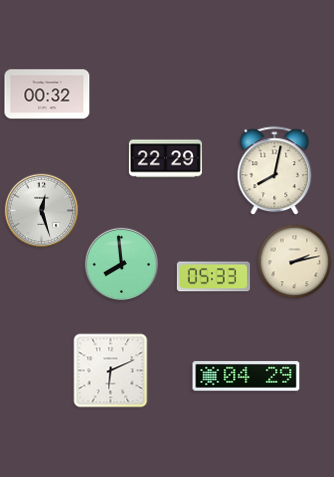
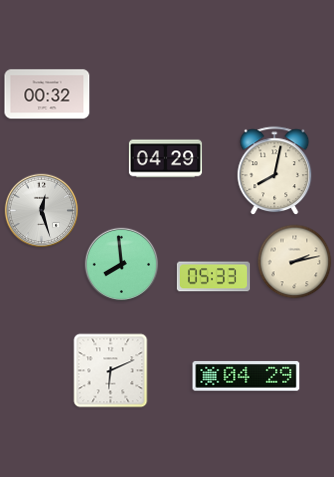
clock at (165, 159): 22:29 -> 04:29
